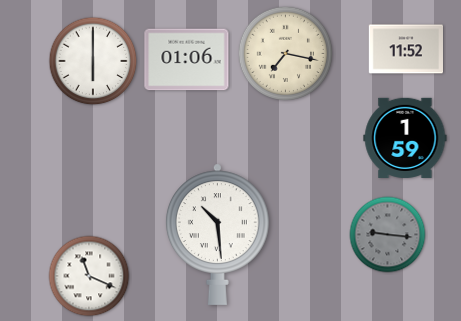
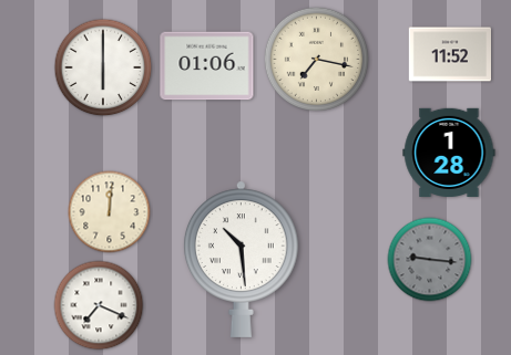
clock at (405, 138): 1:59 -> 1:28
clock at (110, 212): none -> 12:01
clock at (89, 276): 11:19 -> 7:19
